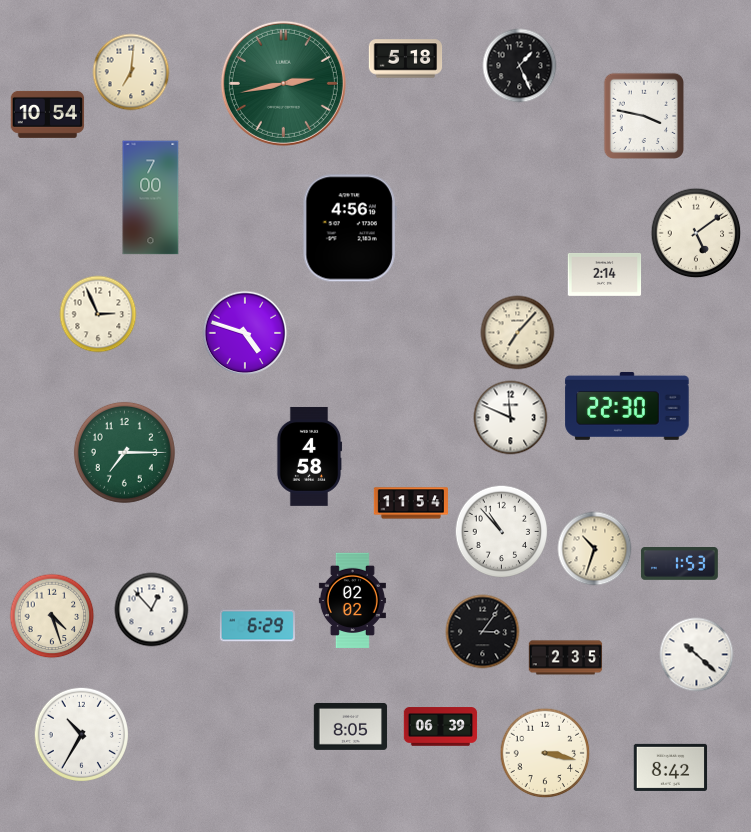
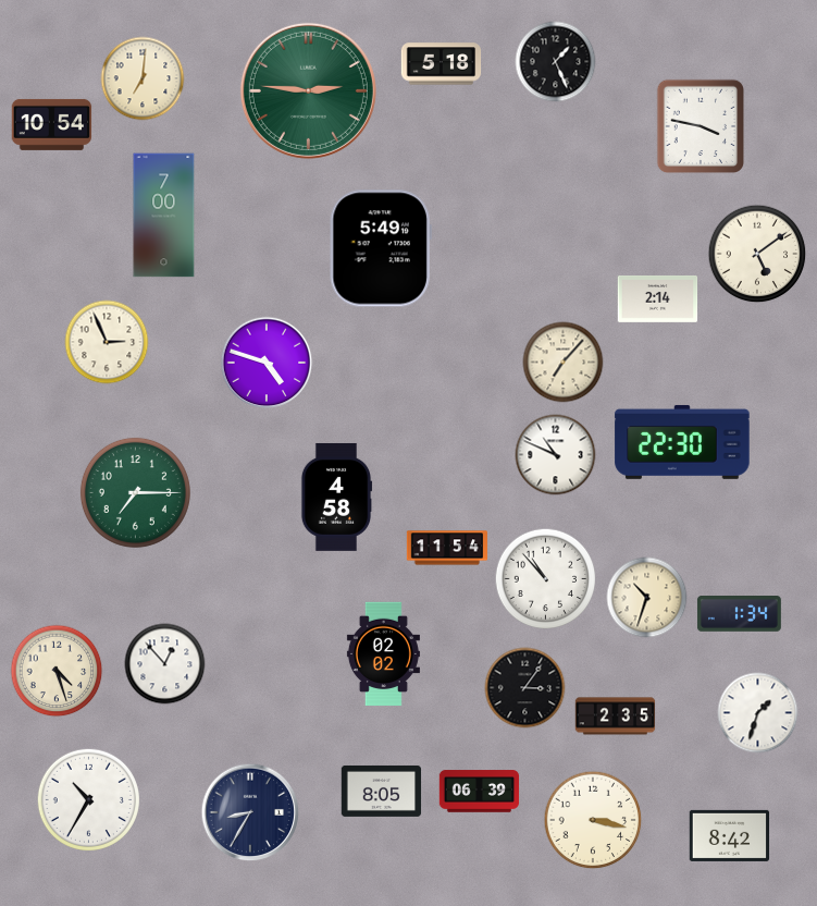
clock at (520, 66) position: (520, 66) -> (556, 62)
clock at (283, 83): 2:43 -> 2:46
clock at (350, 228): 4:56 -> 5:49
clock at (511, 418): 11:49 -> 10:49
clock at (679, 564): 1:53 -> 1:34
clock at (257, 626): 6:29 -> none
clock at (697, 655): 10:22 -> 1:33
clock at (250, 812): none -> 8:35
